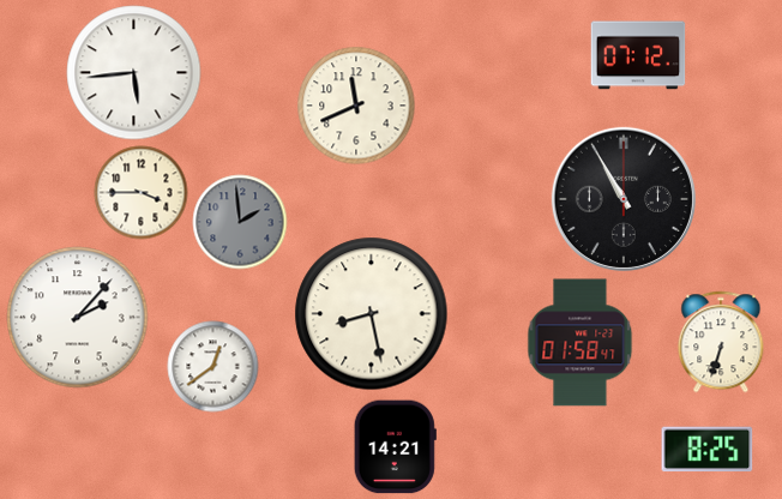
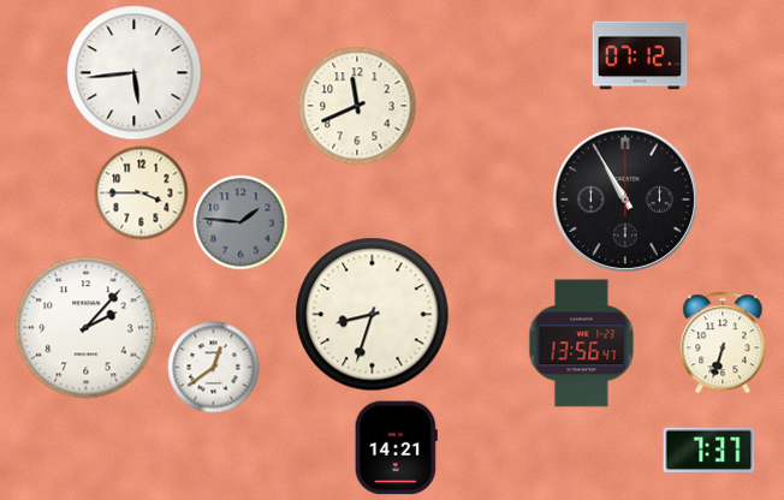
clock at (240, 222): 1:59 -> 1:46
clock at (372, 314): 8:28 -> 8:33
clock at (78, 318) position: (78, 318) -> (87, 328)
clock at (581, 343): 01:58 -> 13:56
clock at (708, 450): 8:25 -> 7:37
